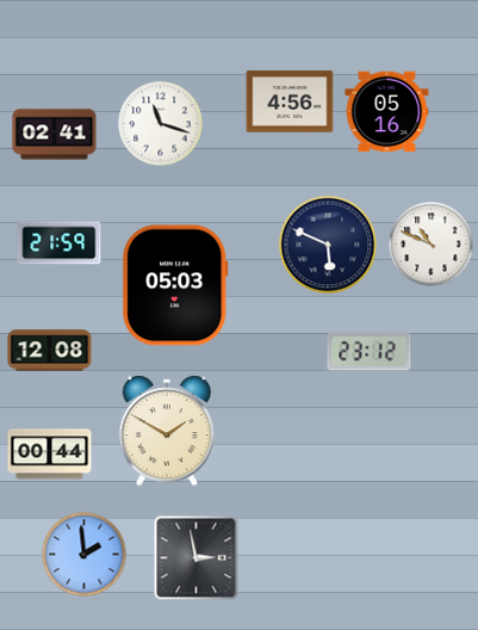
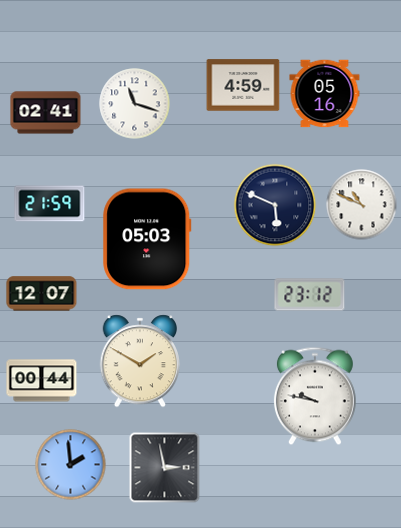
clock at (290, 101): 4:56 -> 4:59
clock at (50, 351): 12:08 -> 12:07
clock at (315, 396): none -> 9:47
